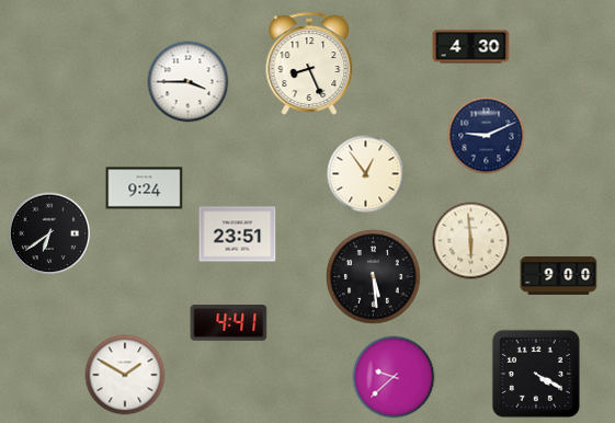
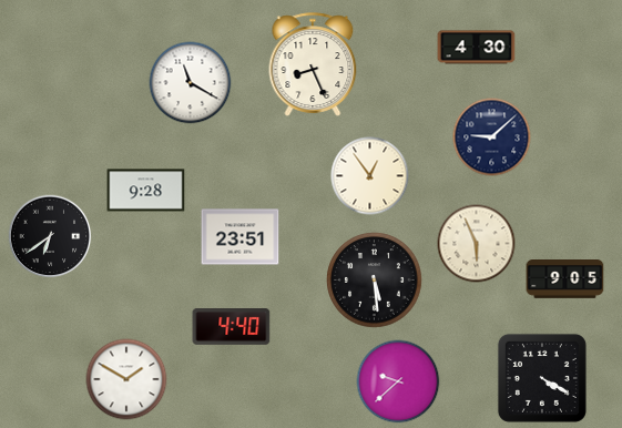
clock at (189, 82): 3:45 -> 11:20
clock at (487, 136): 9:11 -> 9:08
clock at (145, 188): 9:24 -> 9:28
clock at (471, 241): 5:59 -> 5:56
clock at (559, 276): 9:00 -> 9:05
clock at (374, 277) position: (374, 277) -> (375, 281)
clock at (229, 323): 4:41 -> 4:40
